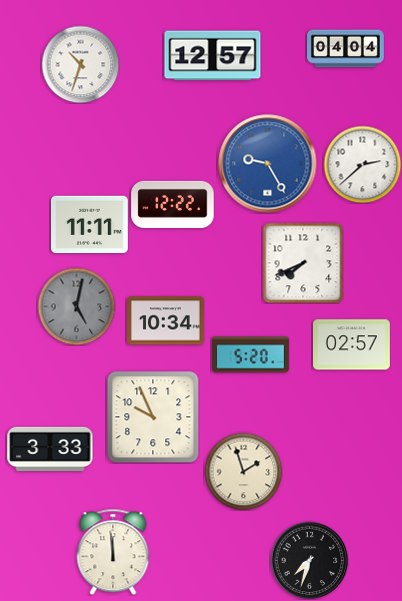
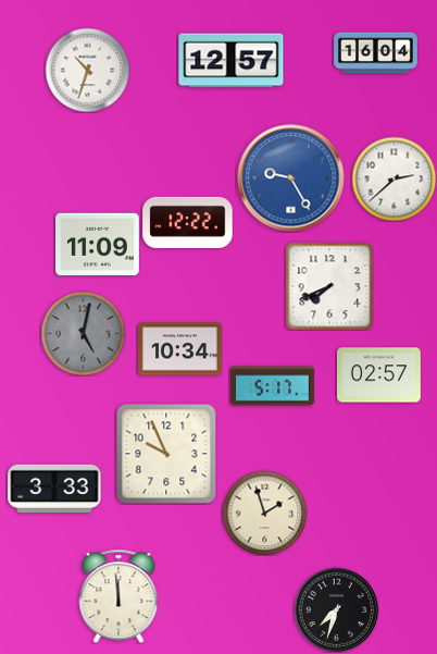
clock at (346, 49): 04:04 -> 16:04
clock at (90, 225): 11:11 -> 11:09
clock at (352, 345) position: (352, 345) -> (379, 375)
clock at (251, 355): 5:20 -> 5:17
clock at (113, 552) position: (113, 552) -> (118, 596)
